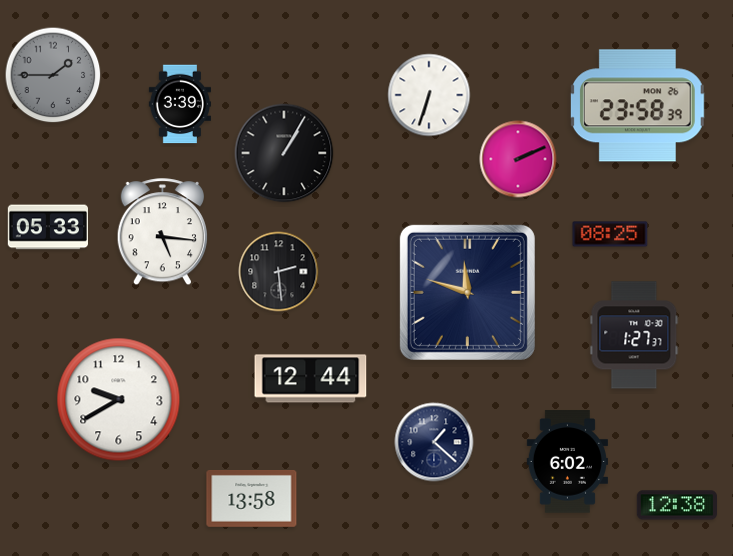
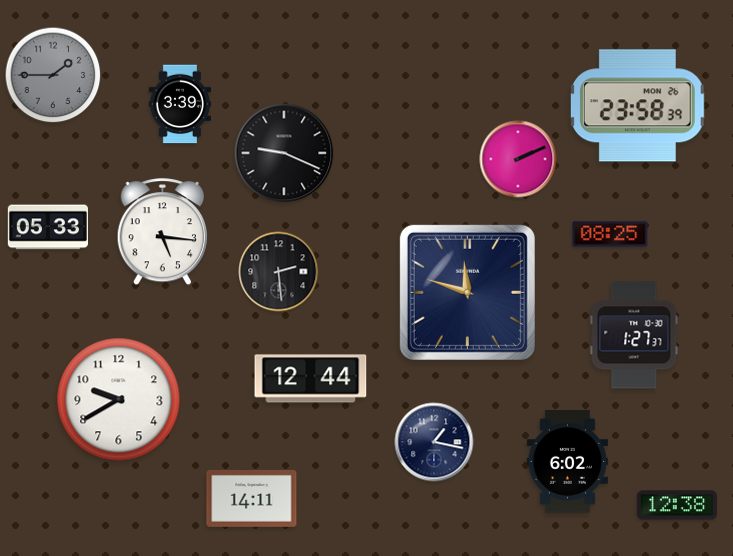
clock at (429, 95): 6:33 -> none
clock at (284, 153): 1:05 -> 9:19
clock at (434, 442): 1:22 -> 1:17
clock at (252, 498): 13:58 -> 14:11
